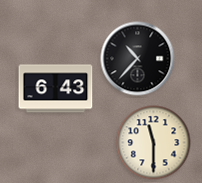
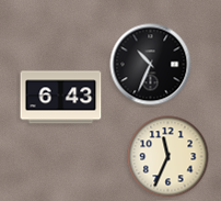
clock at (138, 59): 10:37 -> 10:34
clock at (154, 143): 11:30 -> 11:34
